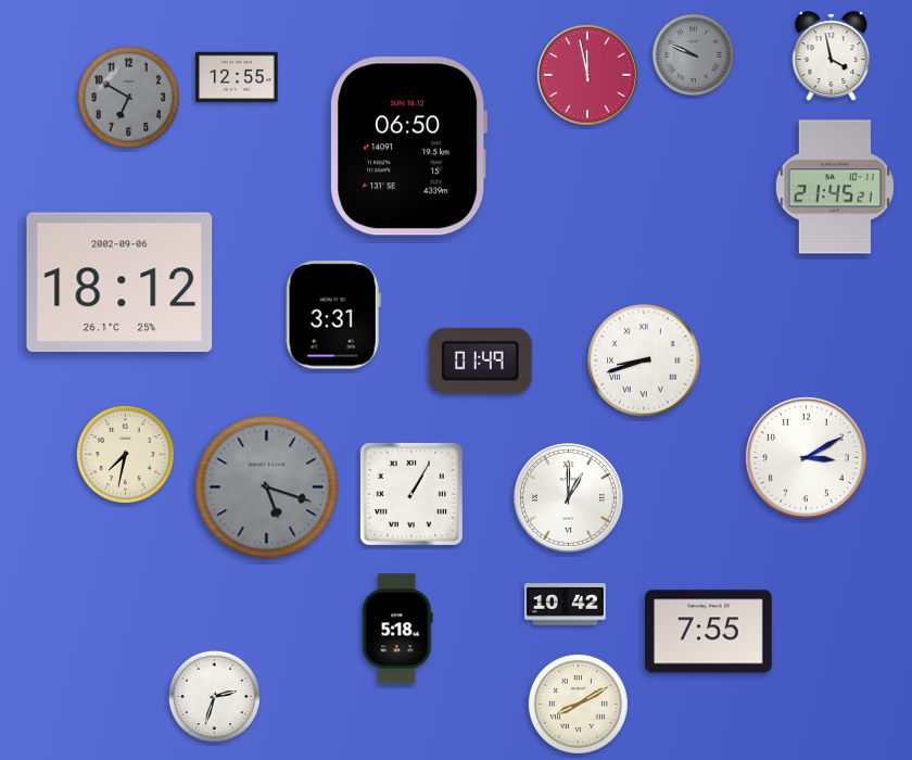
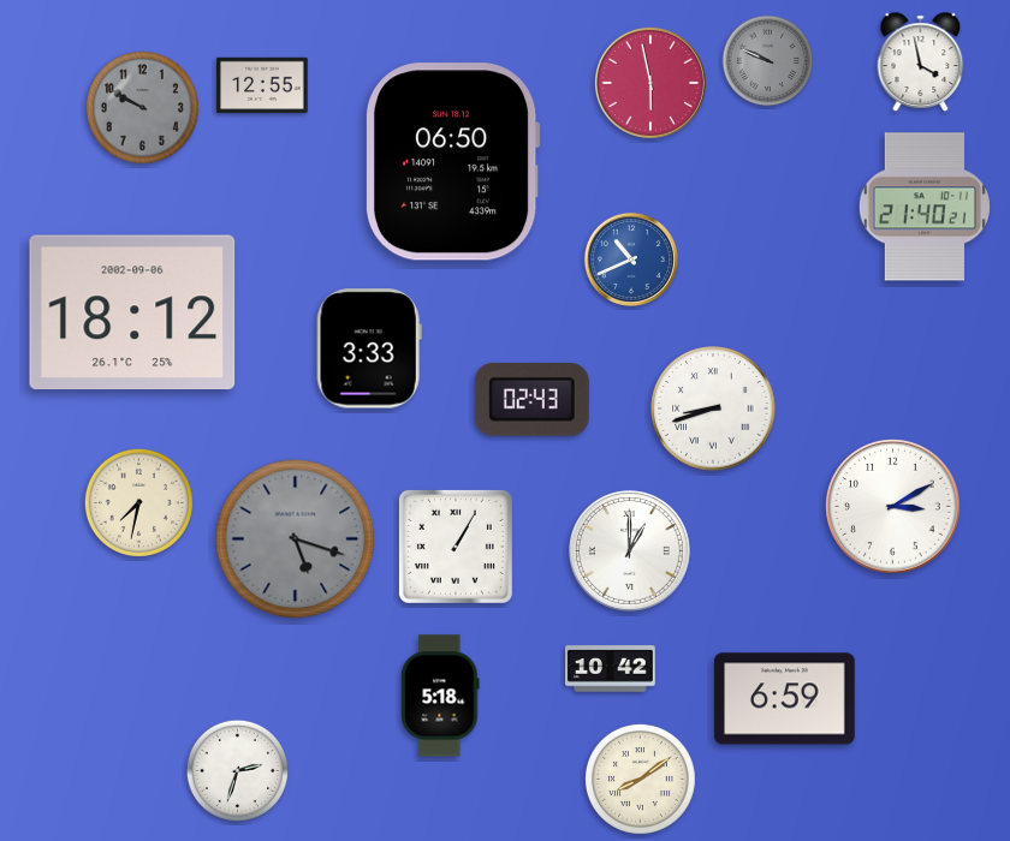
clock at (587, 75): 11:58 -> 5:58
clock at (128, 97): 6:50 -> 9:50
clock at (835, 187): 21:45 -> 21:40
clock at (631, 260): none -> 10:41
clock at (333, 315): 3:31 -> 3:33
clock at (480, 360): 01:49 -> 02:43
clock at (644, 360) position: (644, 360) -> (713, 408)
clock at (566, 605) position: (566, 605) -> (611, 669)
clock at (709, 632): 7:55 -> 6:59
clock at (578, 704): 8:10 -> 8:09
